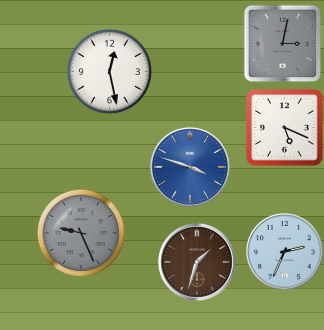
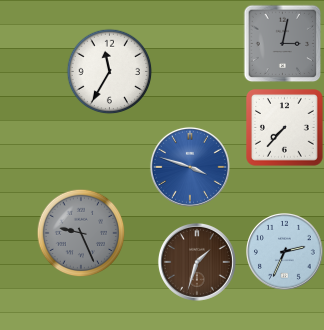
clock at (109, 71): 12:28 -> 11:35
clock at (285, 128): 5:19 -> 7:37
